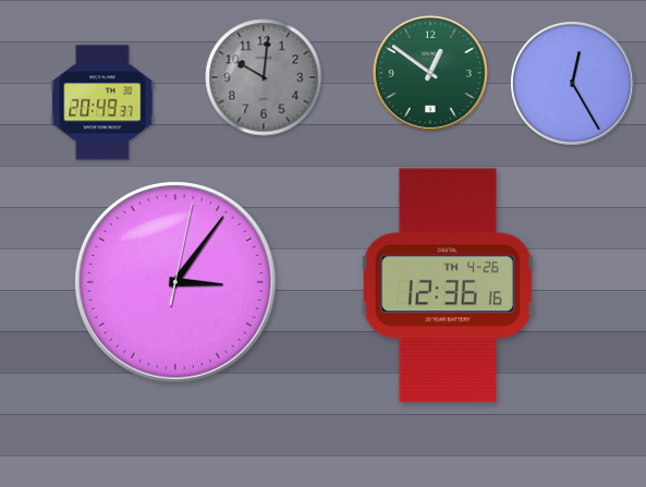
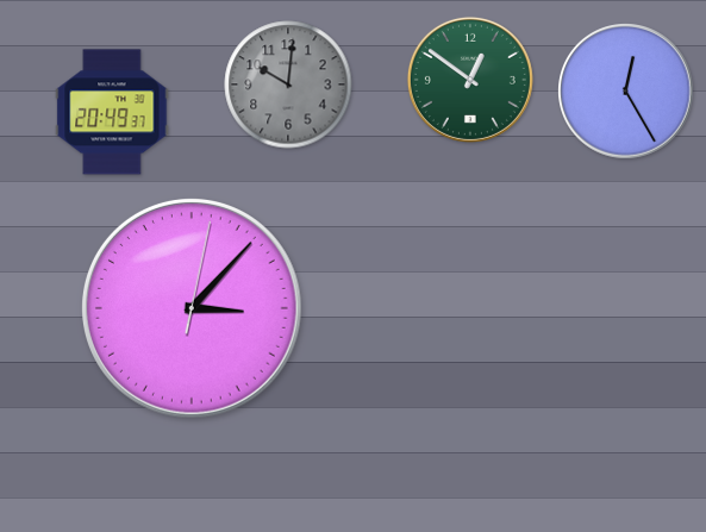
clock at (175, 282): 3:06 -> 3:07
clock at (448, 285): 12:36 -> none
